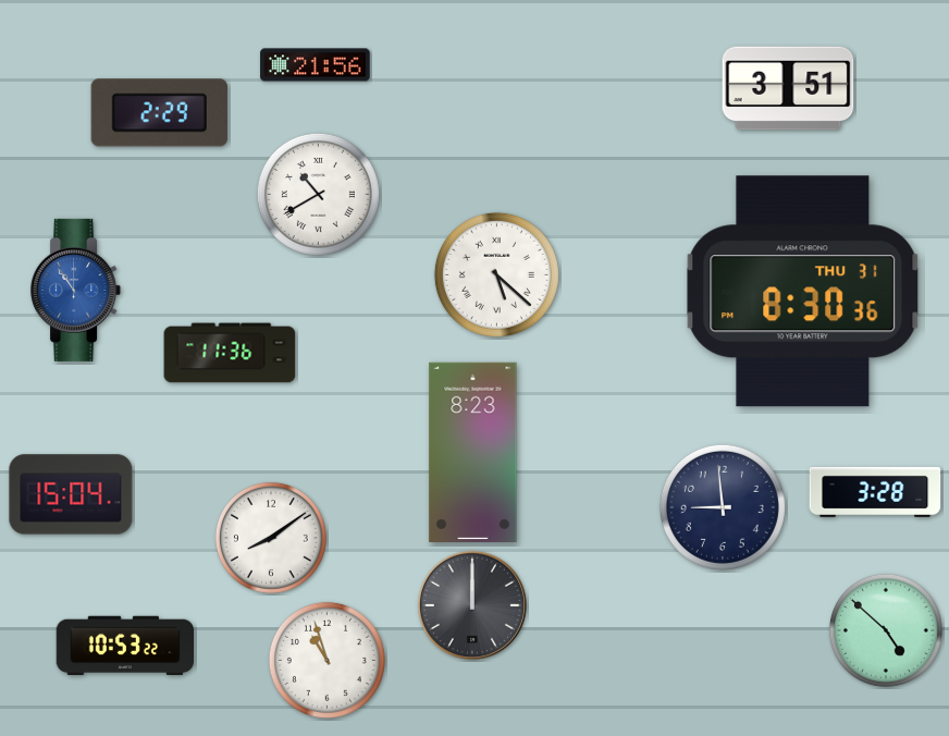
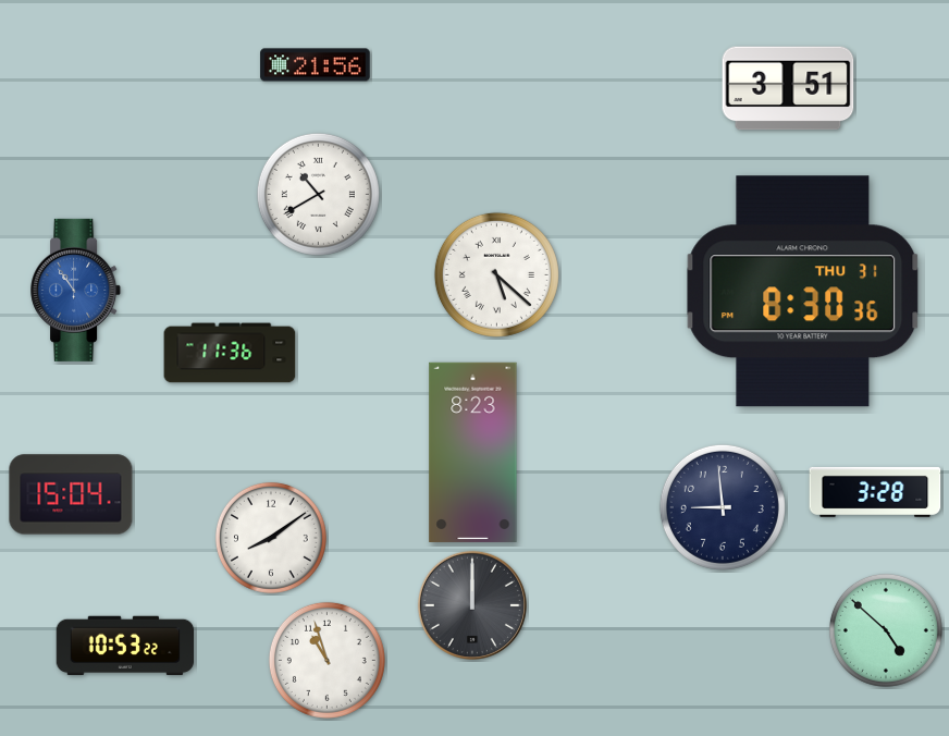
clock at (159, 113): 2:29 -> none
